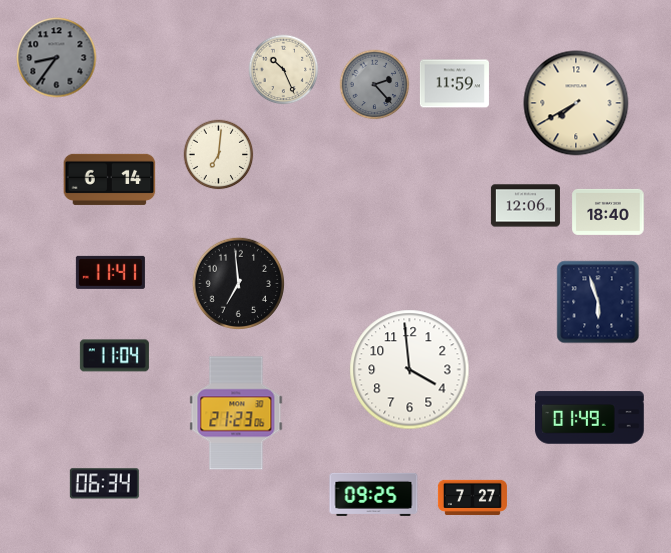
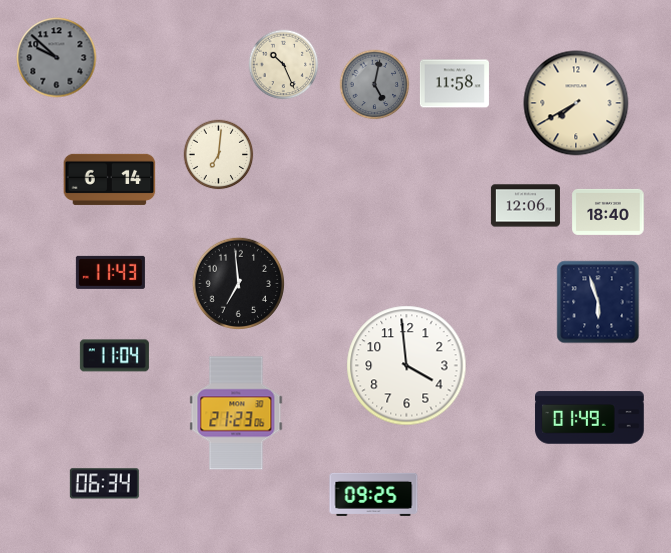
clock at (57, 58): 8:36 -> 9:52
clock at (284, 70) position: (284, 70) -> (284, 65)
clock at (454, 84): 11:59 -> 11:58
clock at (375, 85): 2:23 -> 5:02
clock at (110, 272): 11:41 -> 11:43
clock at (410, 370) position: (410, 370) -> (407, 366)
clock at (472, 497): 7:27 -> none
